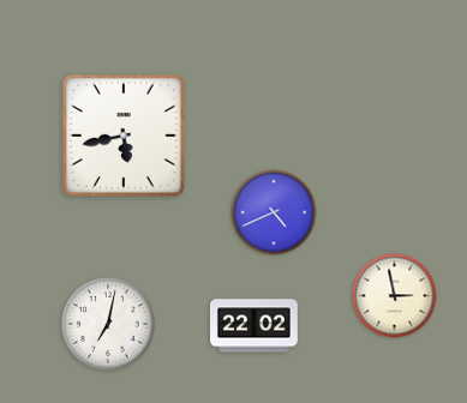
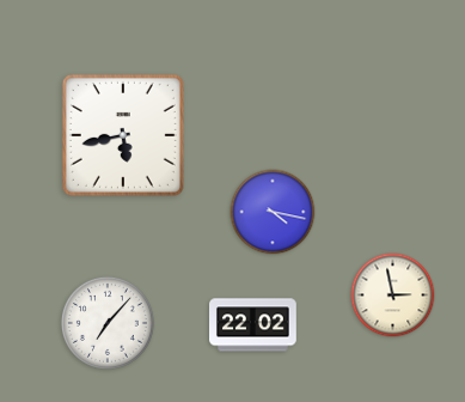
clock at (274, 212): 4:41 -> 4:17
clock at (108, 324): 7:02 -> 7:07
